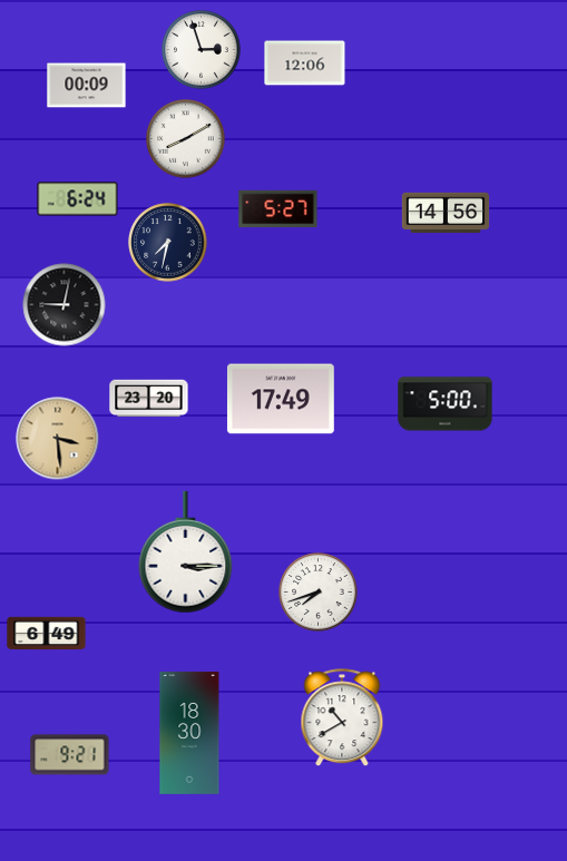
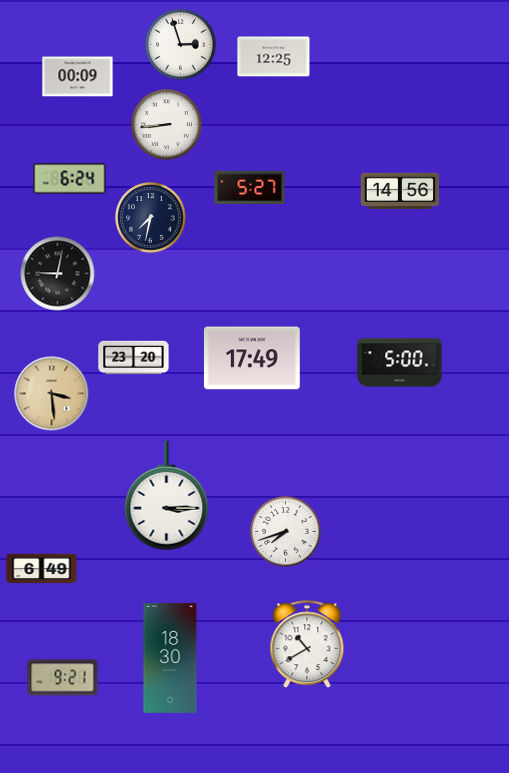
clock at (305, 63): 12:06 -> 12:25
clock at (186, 139): 8:10 -> 8:44
